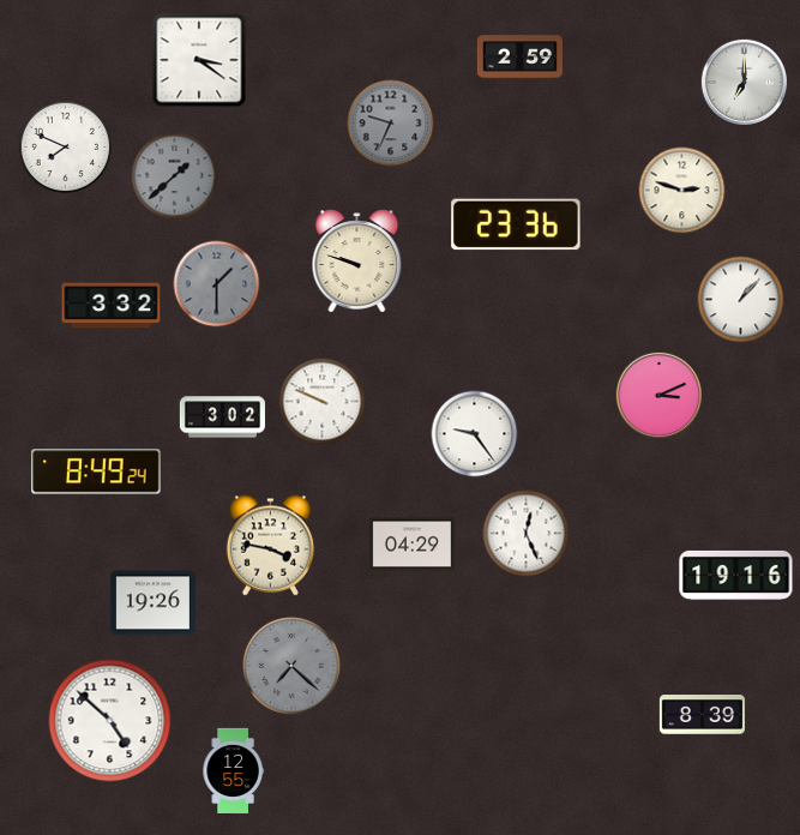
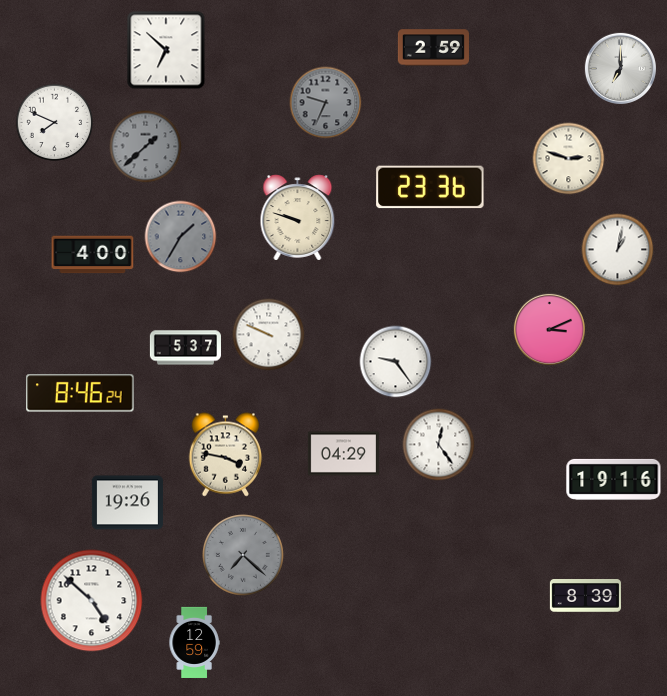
clock at (199, 60): 3:21 -> 6:52
clock at (217, 284): 1:30 -> 1:35
clock at (741, 300): 1:07 -> 1:02
clock at (112, 306): 3:32 -> 4:00
clock at (222, 417): 3:02 -> 5:37
clock at (96, 471): 8:49 -> 8:46
clock at (527, 534): 12:26 -> 12:24
clock at (233, 770): 12:55 -> 12:59
